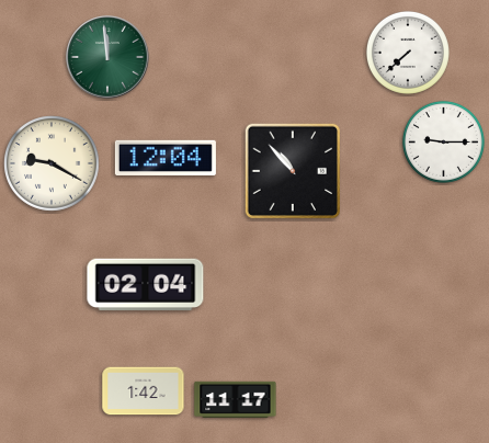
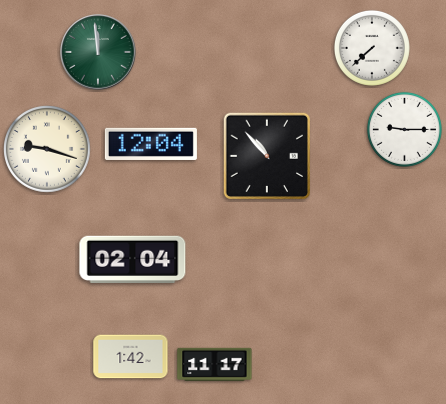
clock at (53, 164): 9:20 -> 9:18
